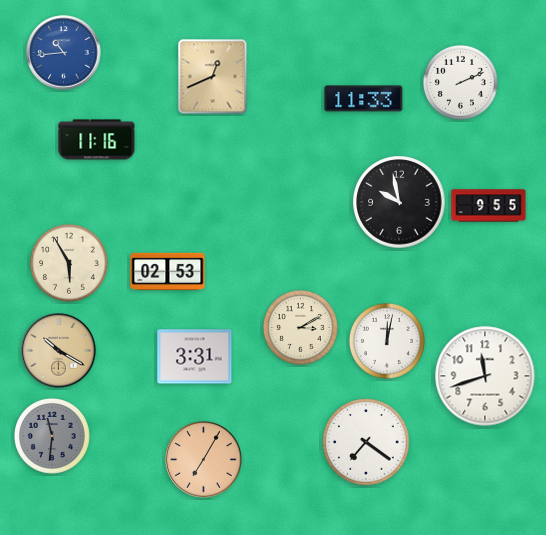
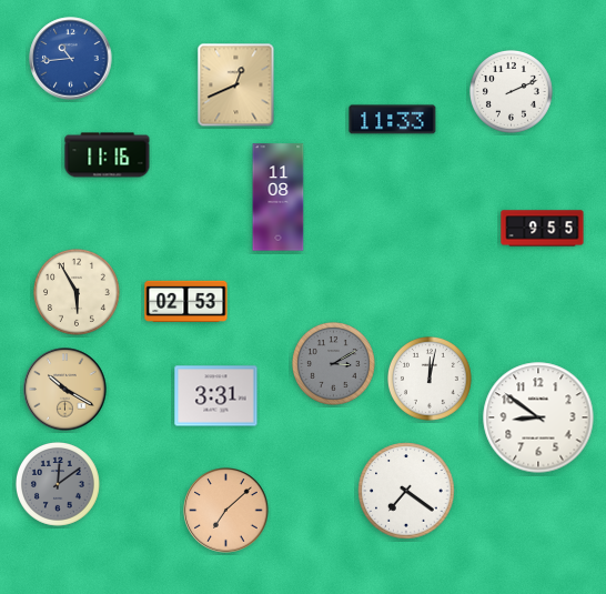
clock at (364, 99) position: (364, 99) -> (393, 120)
clock at (279, 198): none -> 11:08
clock at (399, 202): 9:58 -> none
clock at (300, 327) dial: cream -> grey
clock at (485, 376): 11:42 -> 8:51
clock at (53, 437): 11:31 -> 12:09
clock at (204, 460): 7:05 -> 7:08
